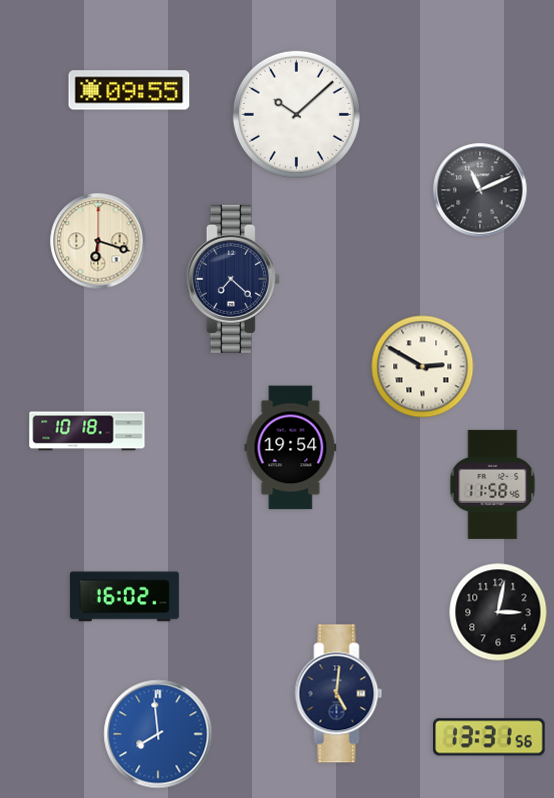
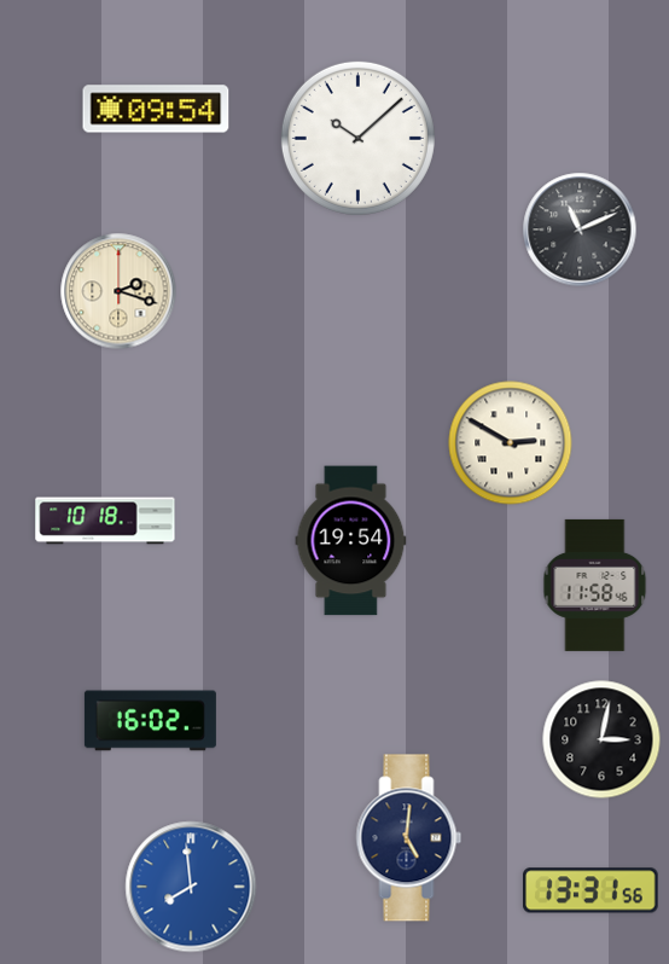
clock at (129, 90): 09:55 -> 09:54
clock at (98, 241): 6:18 -> 2:18
clock at (233, 279): 7:22 -> none
